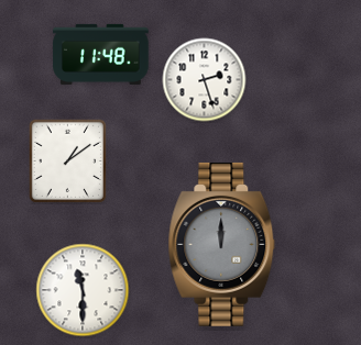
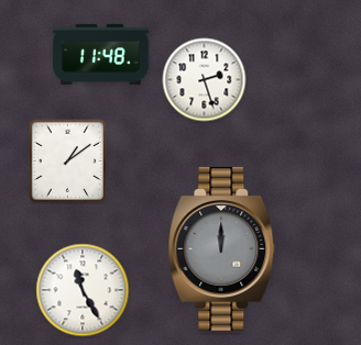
clock at (222, 244) position: (222, 244) -> (222, 248)
clock at (83, 290): 11:30 -> 11:25
